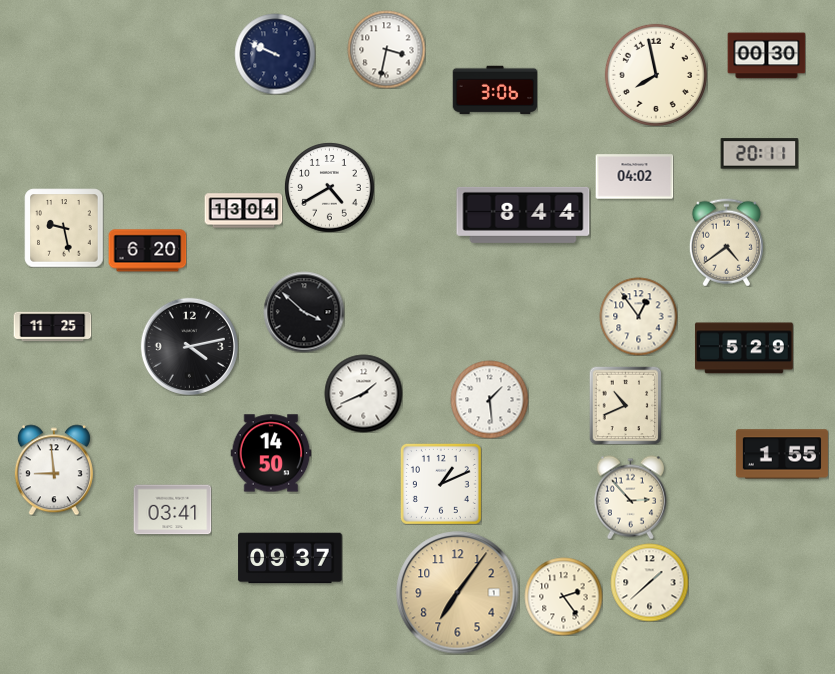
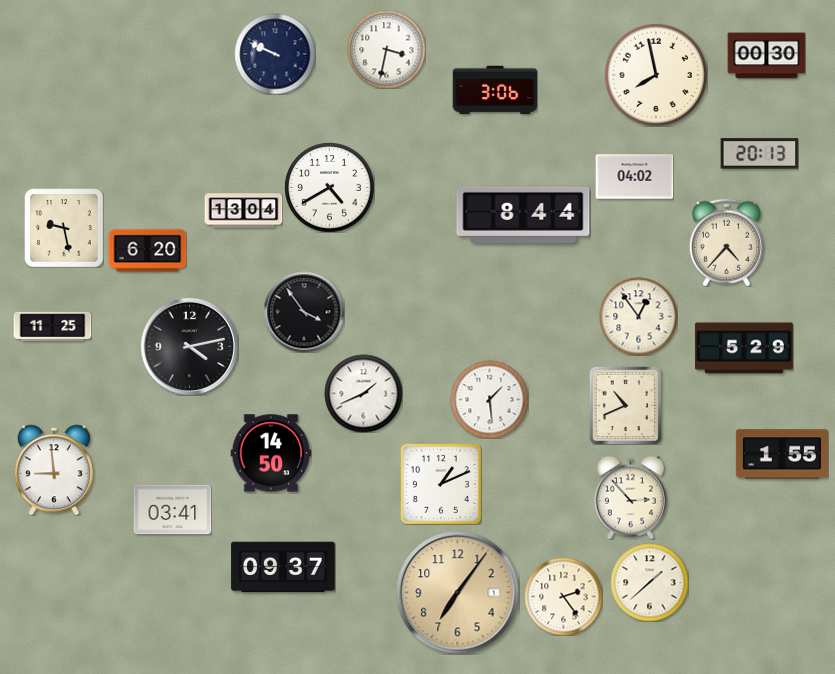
clock at (759, 154): 20:11 -> 20:13
clock at (726, 242): 4:39 -> 4:37
clock at (304, 312): 3:52 -> 3:54
clock at (290, 558) position: (290, 558) -> (283, 567)
